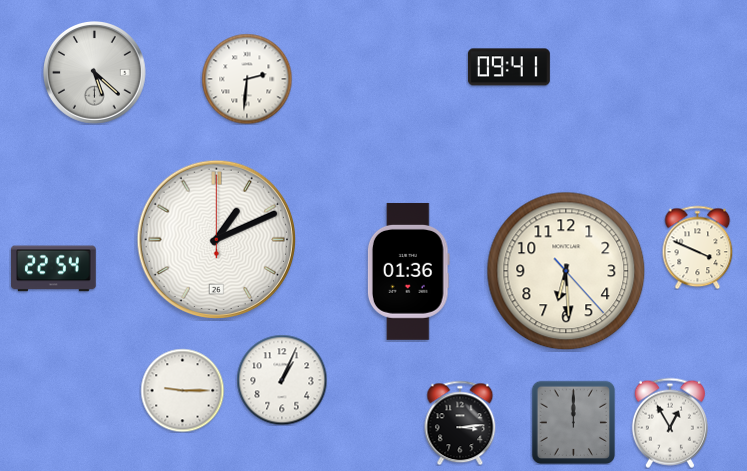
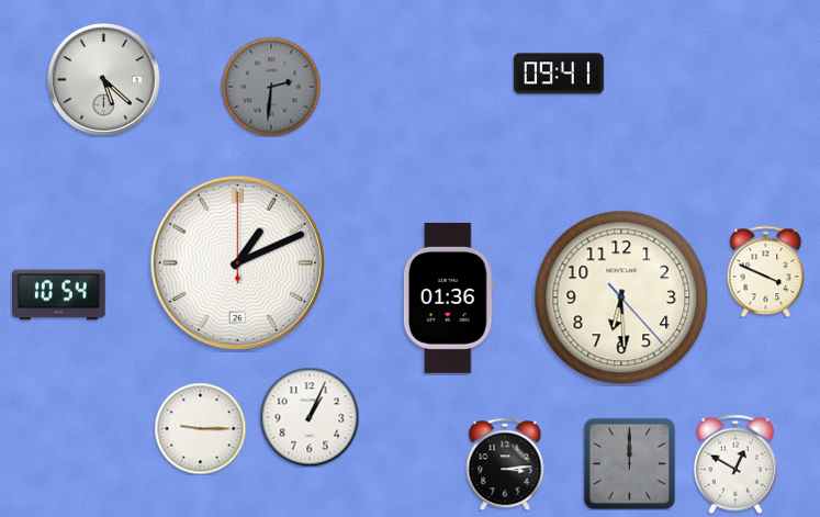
clock at (247, 79) dial: white -> grey
clock at (54, 269): 22:54 -> 10:54
clock at (670, 423): 12:55 -> 12:50
